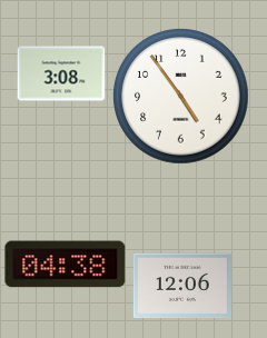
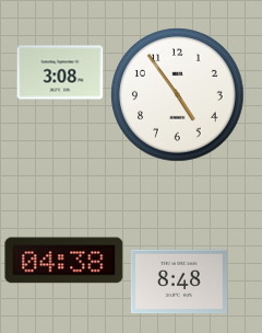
clock at (182, 286): 12:06 -> 8:48
